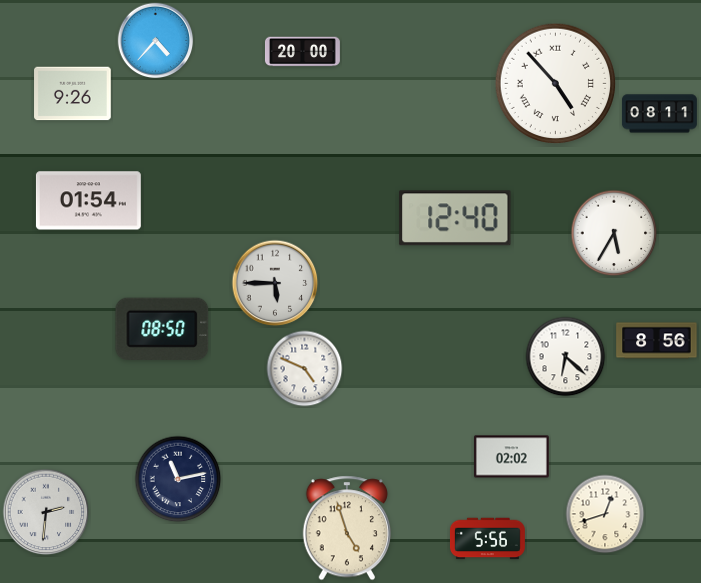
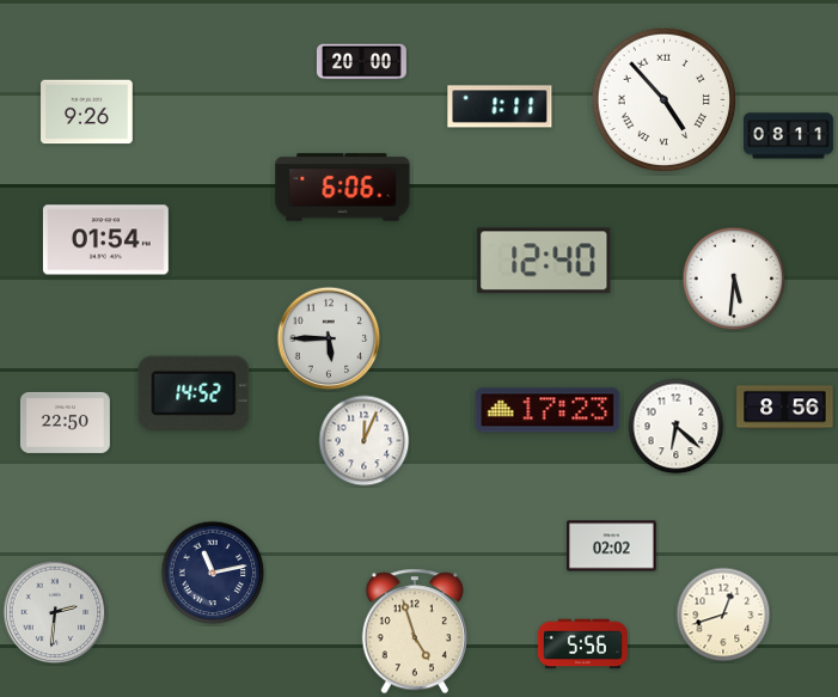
clock at (156, 41): 4:37 -> none
clock at (500, 106): none -> 1:11
clock at (343, 188): none -> 6:06
clock at (614, 233): 5:35 -> 5:31
clock at (162, 329): 08:50 -> 14:52
clock at (548, 410): none -> 17:23
clock at (65, 422): none -> 22:50
clock at (305, 369): 4:49 -> 12:04
